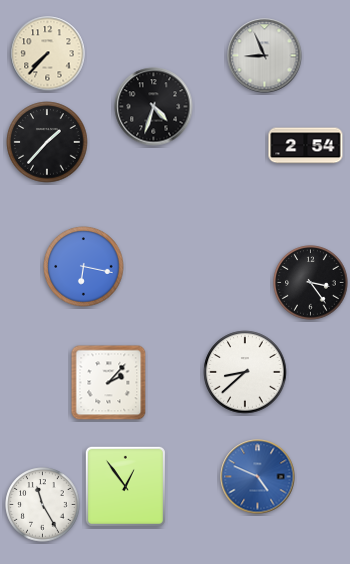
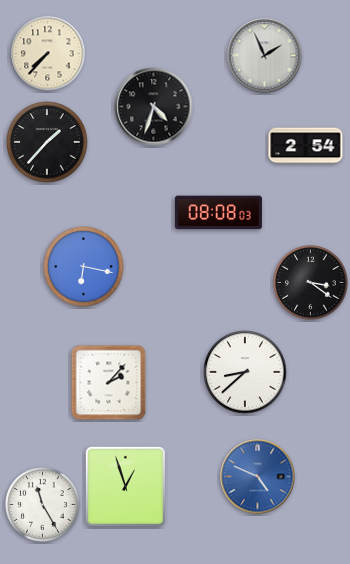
clock at (265, 56): 8:56 -> 1:56
clock at (218, 213): none -> 08:08
clock at (311, 283): 3:24 -> 3:21
clock at (125, 486): 12:54 -> 12:57
